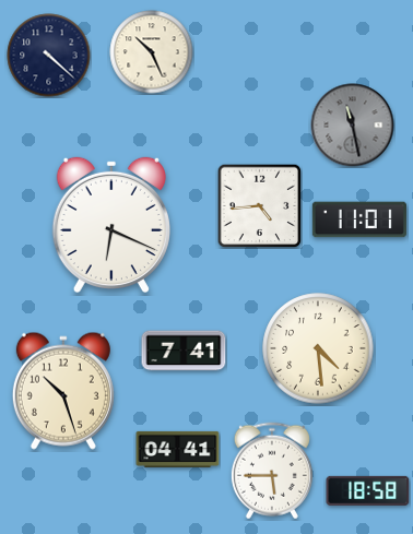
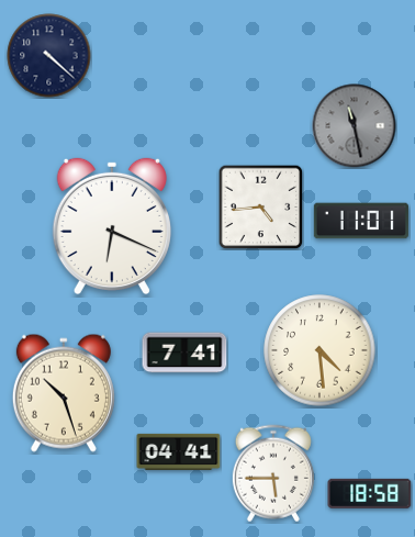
clock at (152, 52): 10:26 -> none
